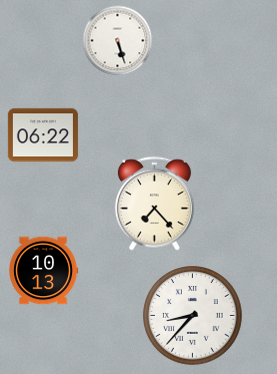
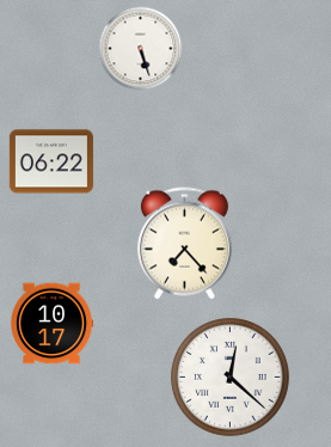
clock at (44, 271): 10:13 -> 10:17
clock at (193, 316): 8:37 -> 12:22
